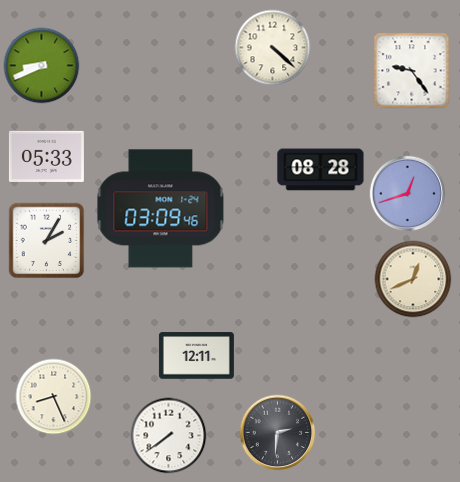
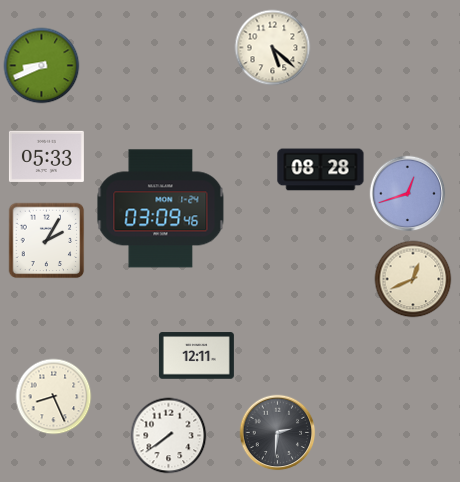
clock at (273, 48): 4:22 -> 5:22
clock at (412, 71): 9:24 -> none
